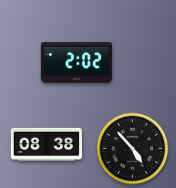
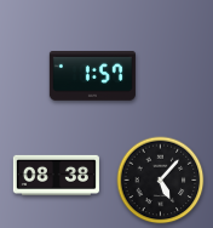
clock at (76, 63): 2:02 -> 1:57
clock at (133, 149): 4:53 -> 5:07
